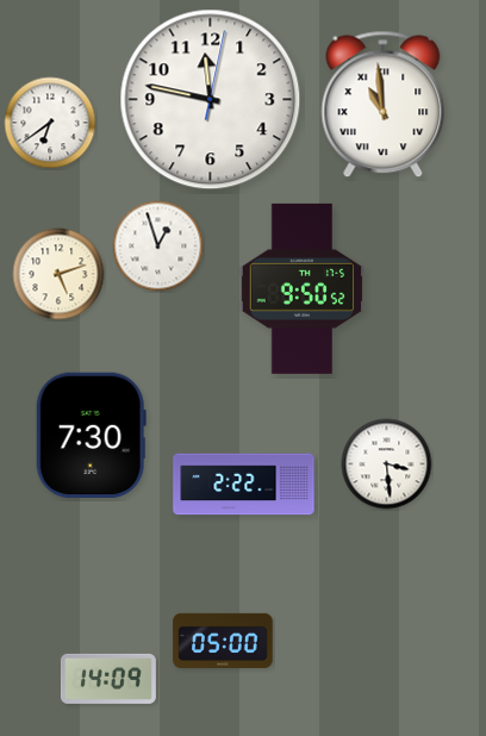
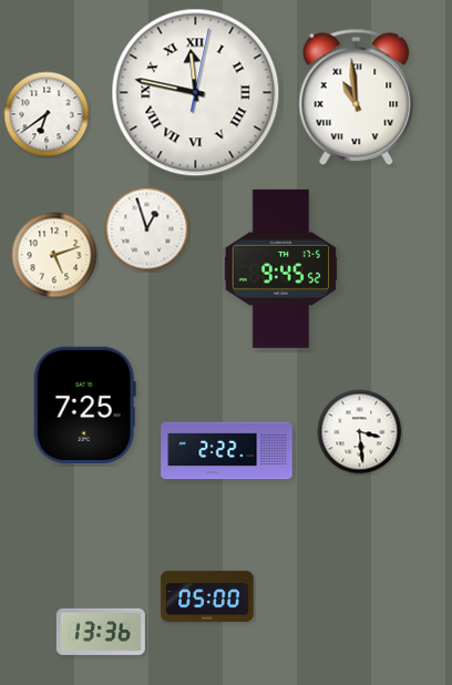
clock at (211, 100) numerals: Arabic -> Roman
clock at (301, 288): 9:50 -> 9:45
clock at (91, 435): 7:30 -> 7:25
clock at (108, 679): 14:09 -> 13:36
